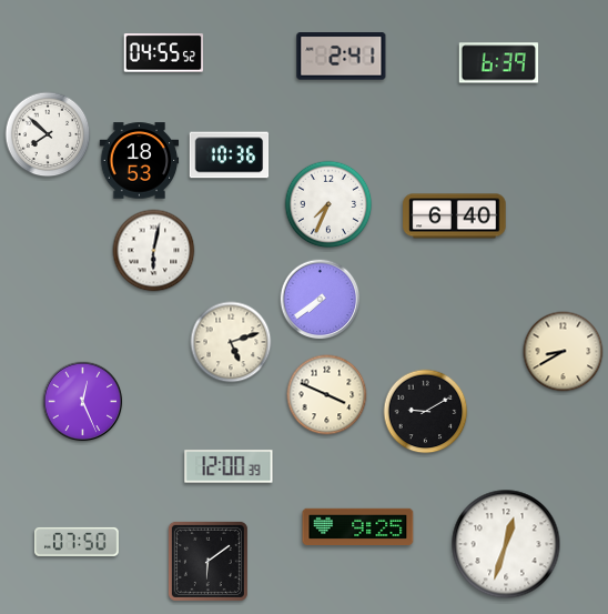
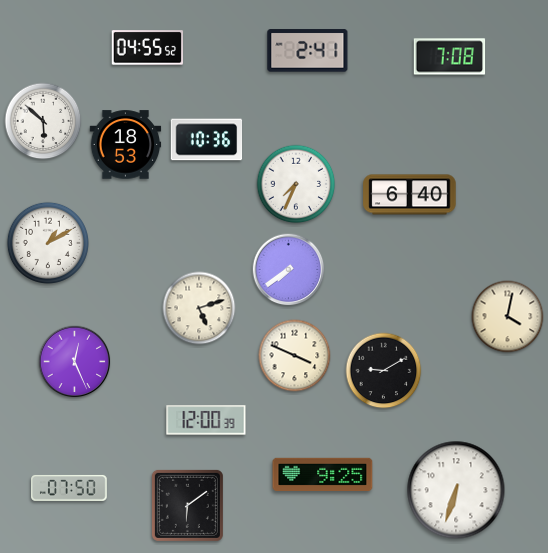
clock at (499, 63): 6:39 -> 7:08
clock at (48, 134): 7:52 -> 5:52
clock at (154, 251): 6:02 -> none
clock at (48, 243): none -> 1:10
clock at (231, 342) position: (231, 342) -> (199, 308)
clock at (564, 352): 8:40 -> 4:02
clock at (506, 544): 12:33 -> 6:33
